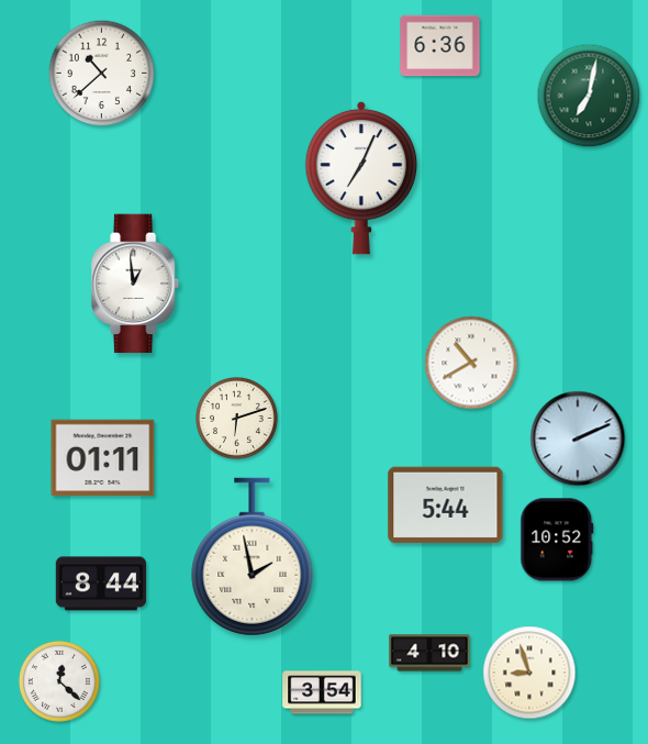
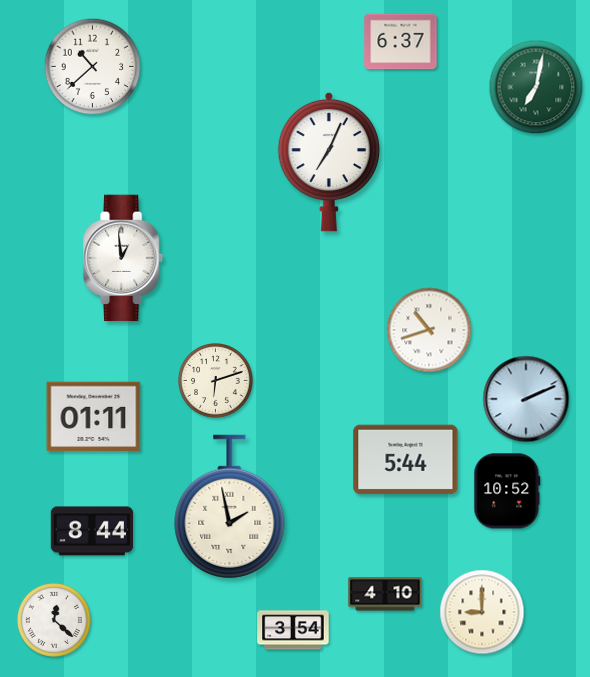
clock at (440, 46): 6:36 -> 6:37
clock at (471, 363): 10:40 -> 10:42
clock at (429, 653) position: (429, 653) -> (385, 594)
clock at (529, 673): 8:57 -> 9:00
